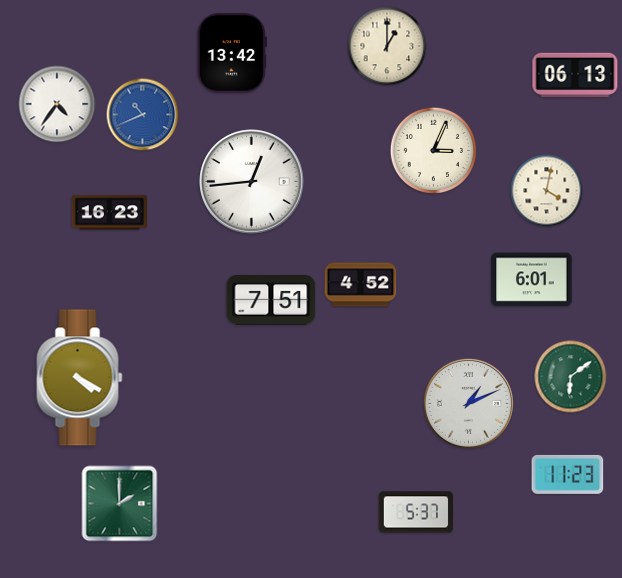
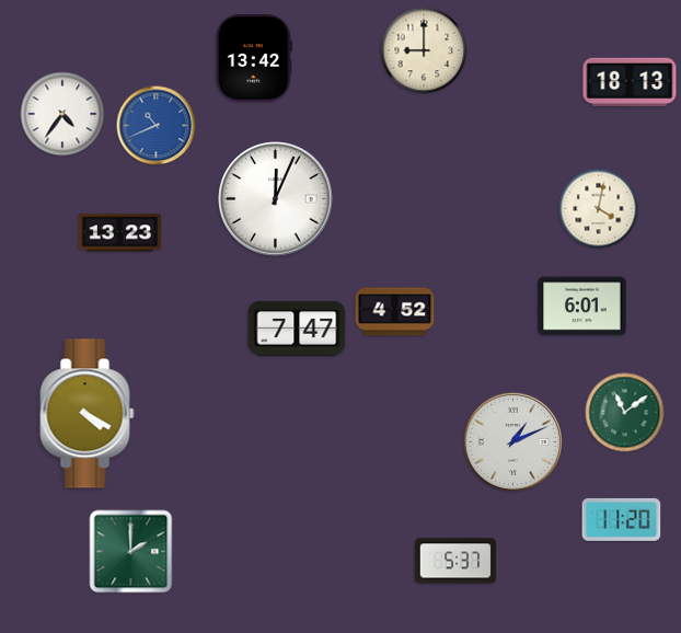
clock at (387, 46): 1:00 -> 9:00
clock at (575, 75): 06:13 -> 18:13
clock at (434, 151): 3:04 -> none
clock at (252, 182): 12:44 -> 12:04
clock at (109, 213): 16:23 -> 13:23
clock at (271, 300): 7:51 -> 7:47
clock at (571, 377): 6:09 -> 11:09
clock at (568, 474): 11:23 -> 11:20
